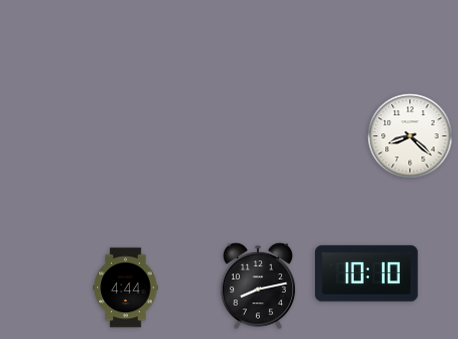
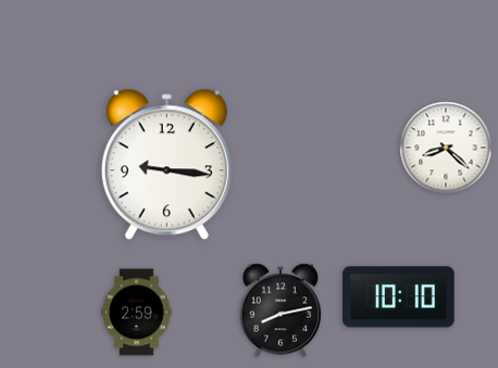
clock at (166, 165): none -> 9:16
clock at (126, 288): 4:44 -> 2:59
